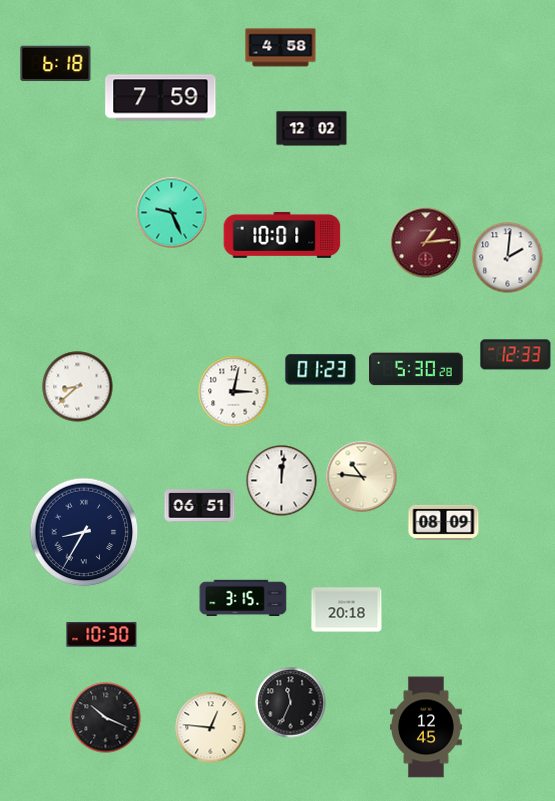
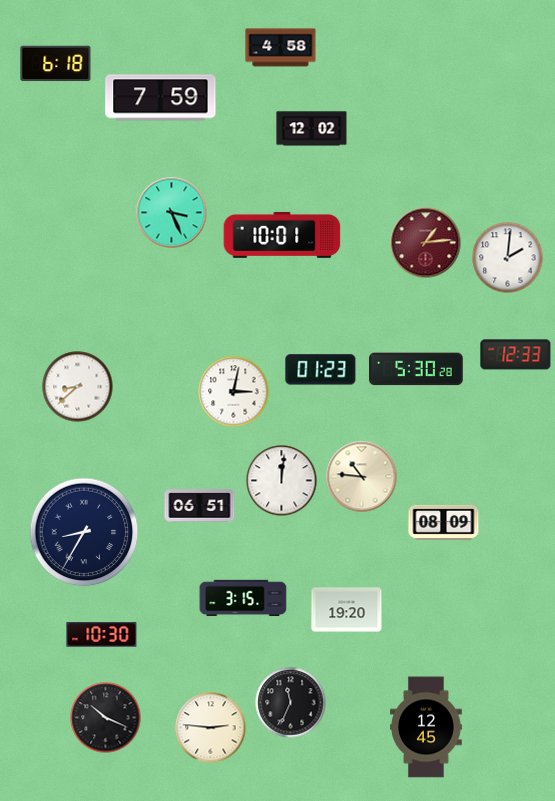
clock at (172, 213): 9:26 -> 3:26
clock at (347, 610): 20:18 -> 19:20
clock at (211, 728): 12:46 -> 2:46
